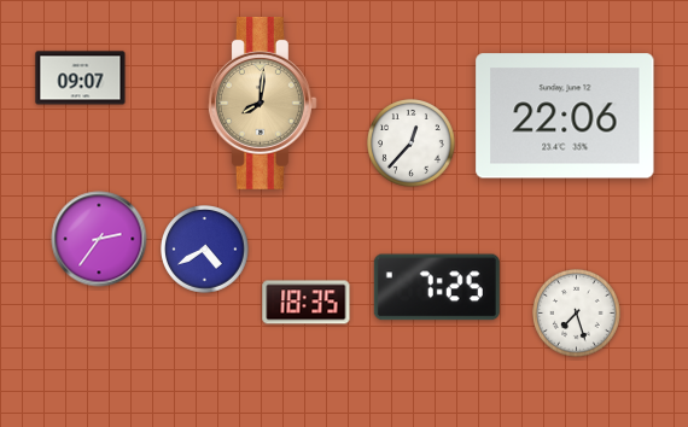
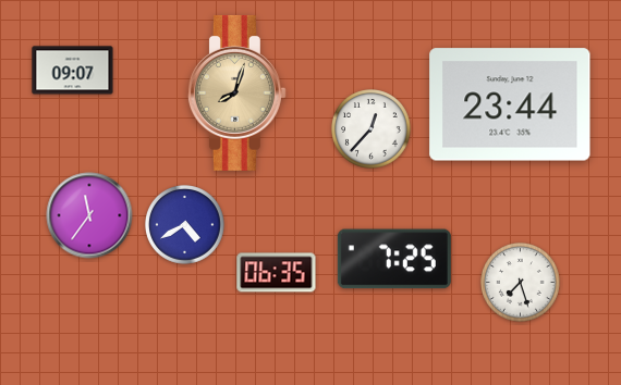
clock at (262, 103): 8:01 -> 8:03
clock at (565, 116): 22:06 -> 23:44
clock at (99, 239): 2:36 -> 11:36
clock at (307, 303): 18:35 -> 06:35
